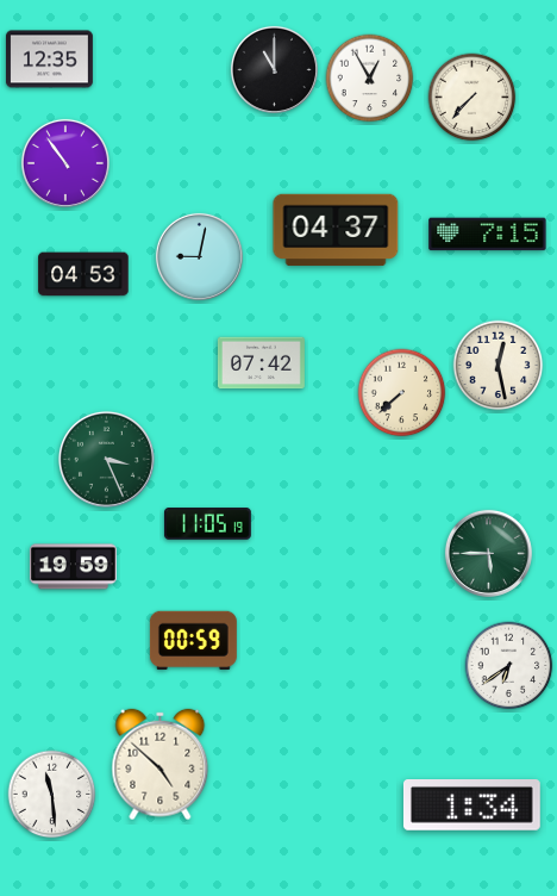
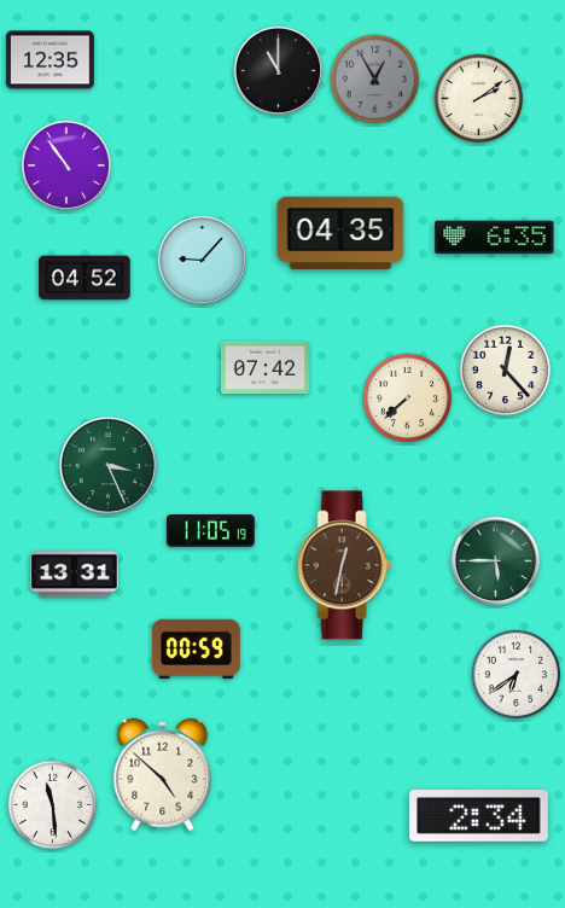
clock at (370, 79) dial: white -> grey
clock at (472, 98): 7:37 -> 2:09
clock at (336, 230): 04:37 -> 04:35
clock at (488, 235): 7:15 -> 6:35
clock at (199, 256): 9:02 -> 9:07
clock at (83, 274): 04:53 -> 04:52
clock at (499, 366): 12:28 -> 12:23
clock at (344, 565): none -> 12:32
clock at (73, 567): 19:59 -> 13:31
clock at (471, 805): 1:34 -> 2:34
